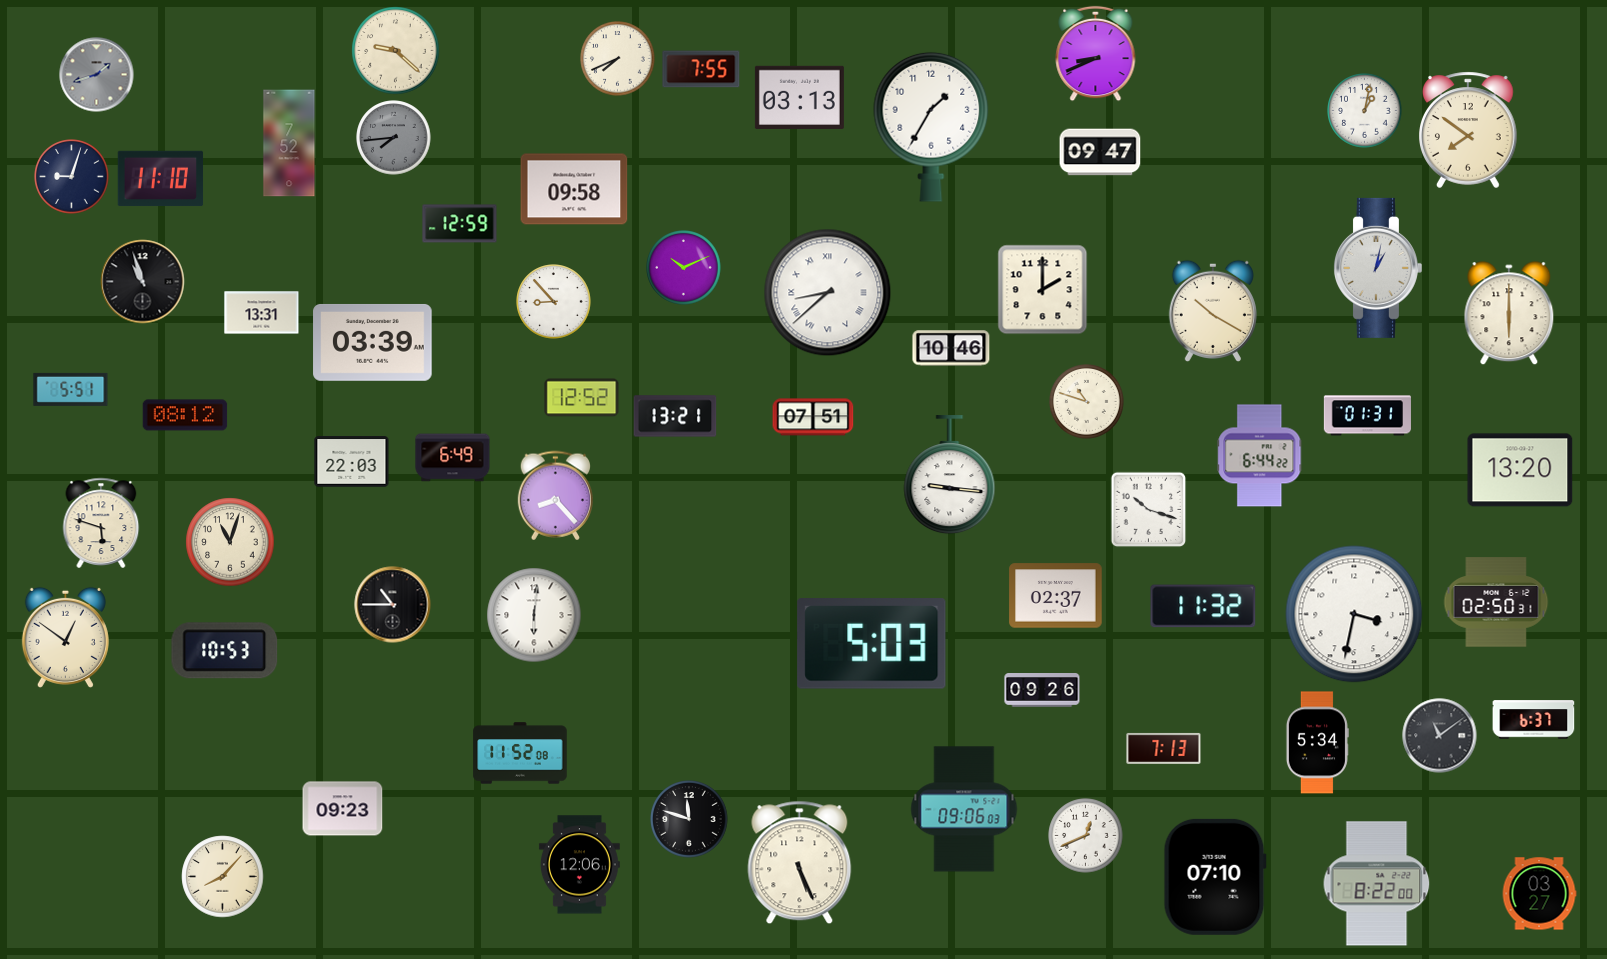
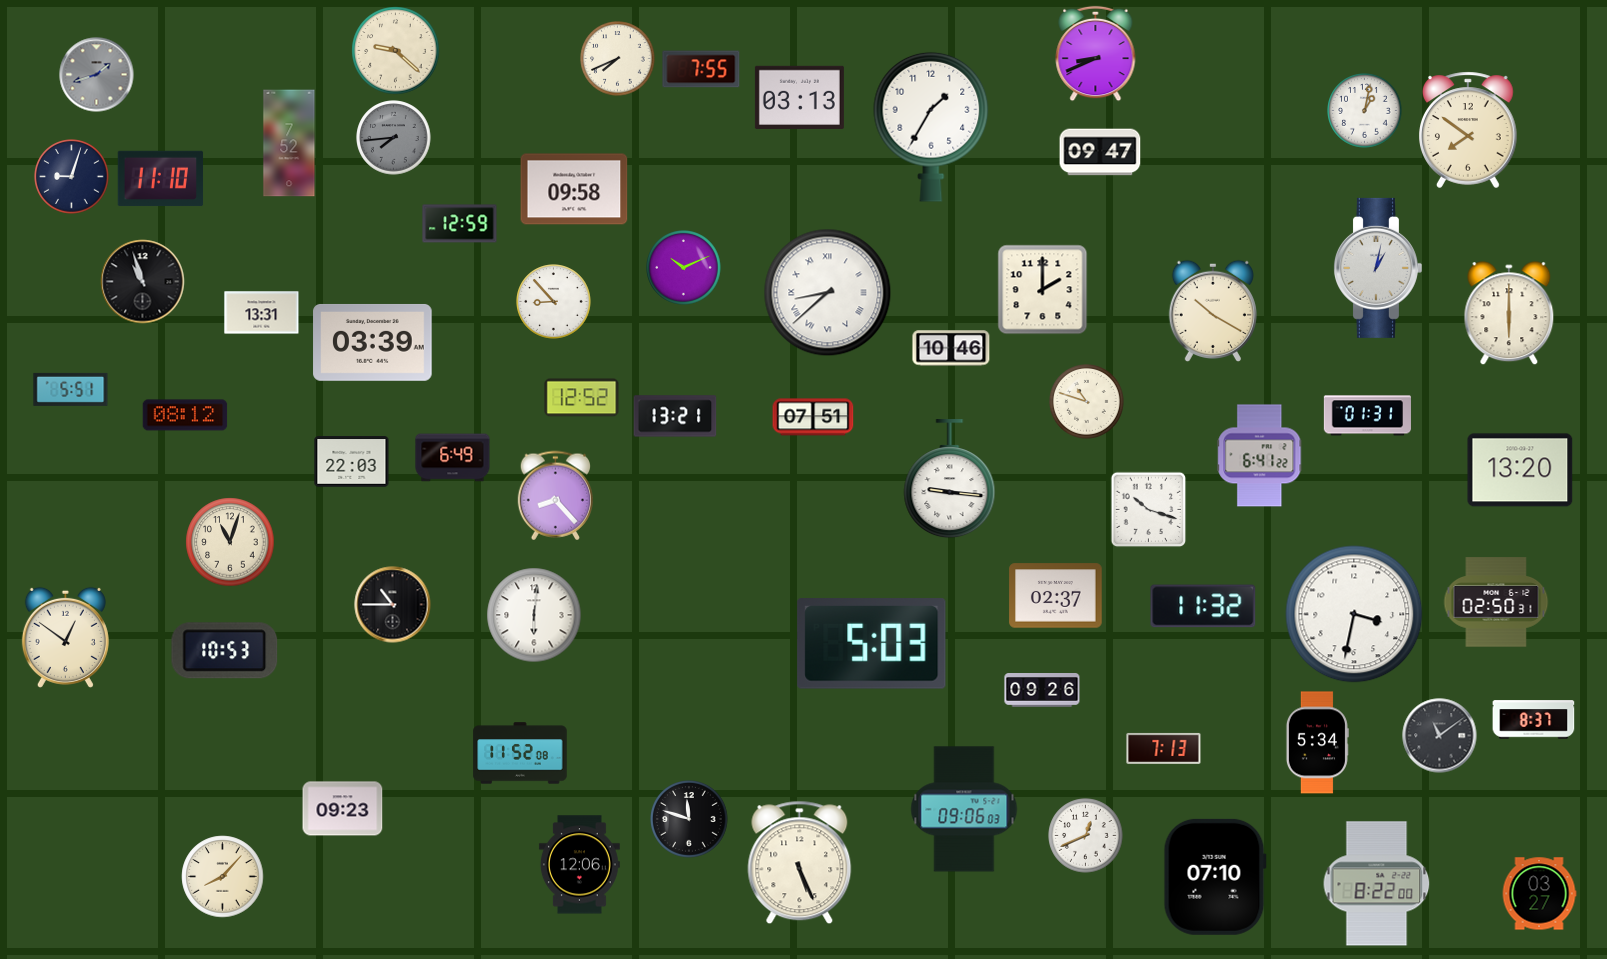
clock at (1260, 456): 6:44 -> 6:41
clock at (950, 475) position: (950, 475) -> (950, 479)
clock at (101, 523): 5:48 -> none
clock at (1534, 720): 6:37 -> 8:37
